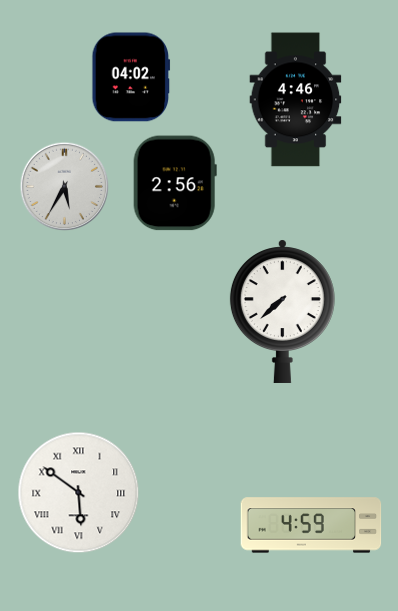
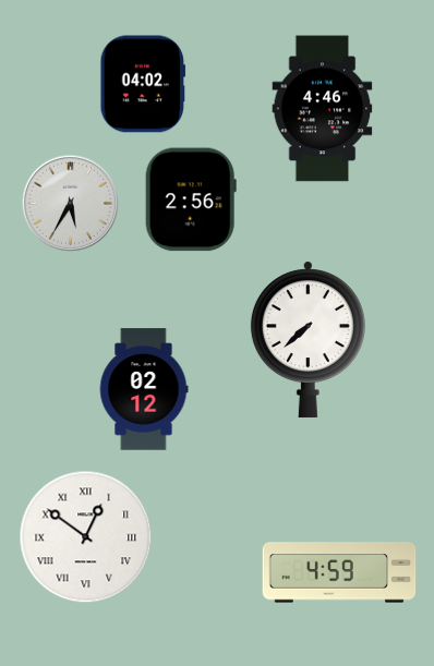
clock at (144, 389): none -> 02:12
clock at (79, 493): 5:51 -> 12:51
